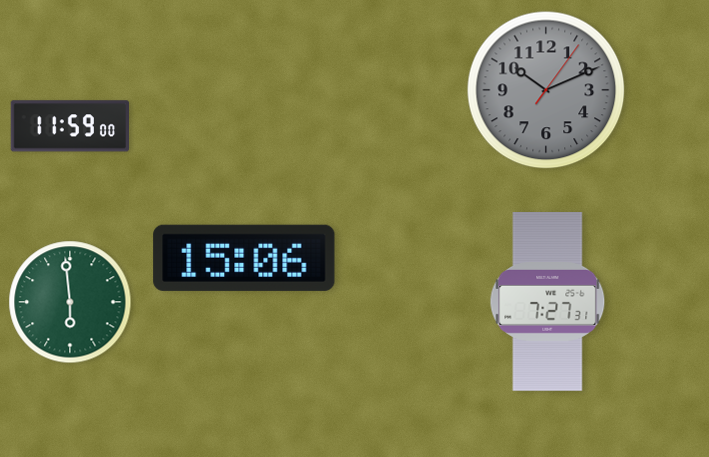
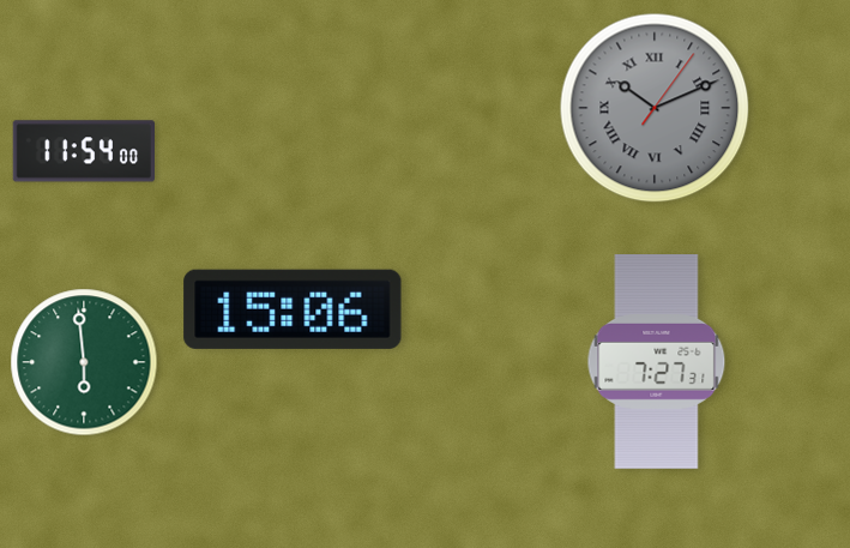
clock at (546, 90) numerals: Arabic -> Roman
clock at (69, 126): 11:59 -> 11:54
